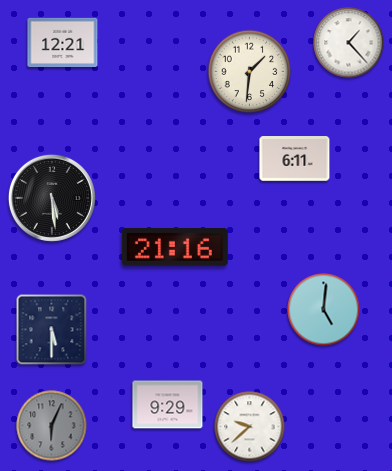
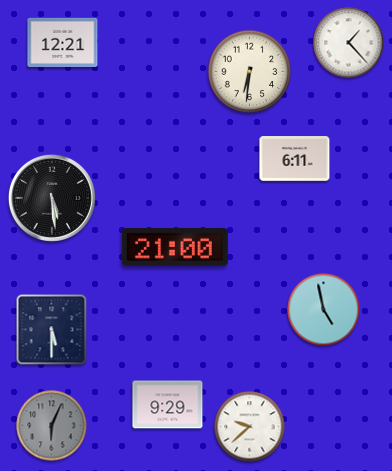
clock at (250, 72): 1:31 -> 6:31
clock at (175, 247): 21:16 -> 21:00
clock at (324, 310): 5:01 -> 4:58
